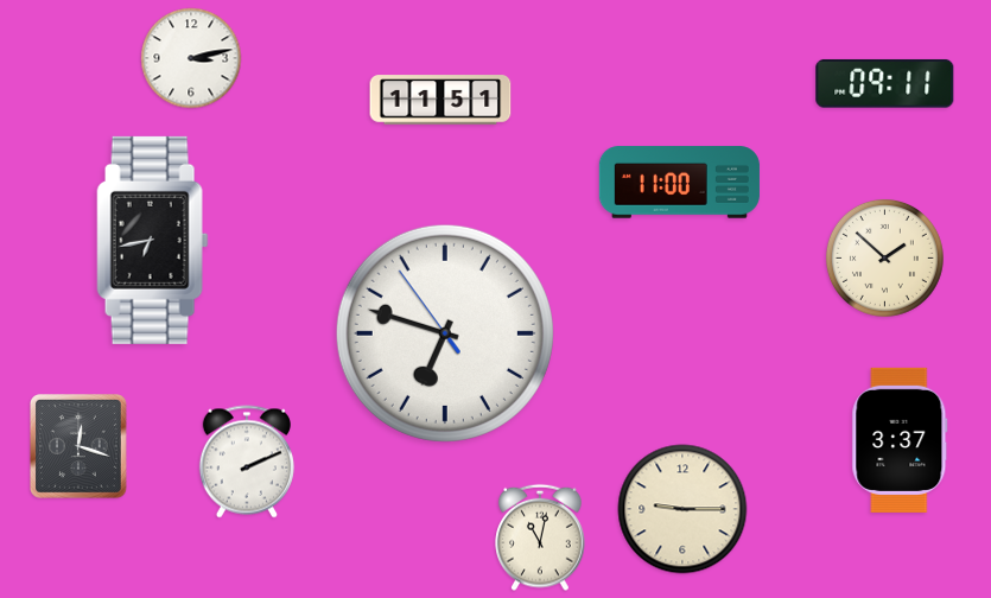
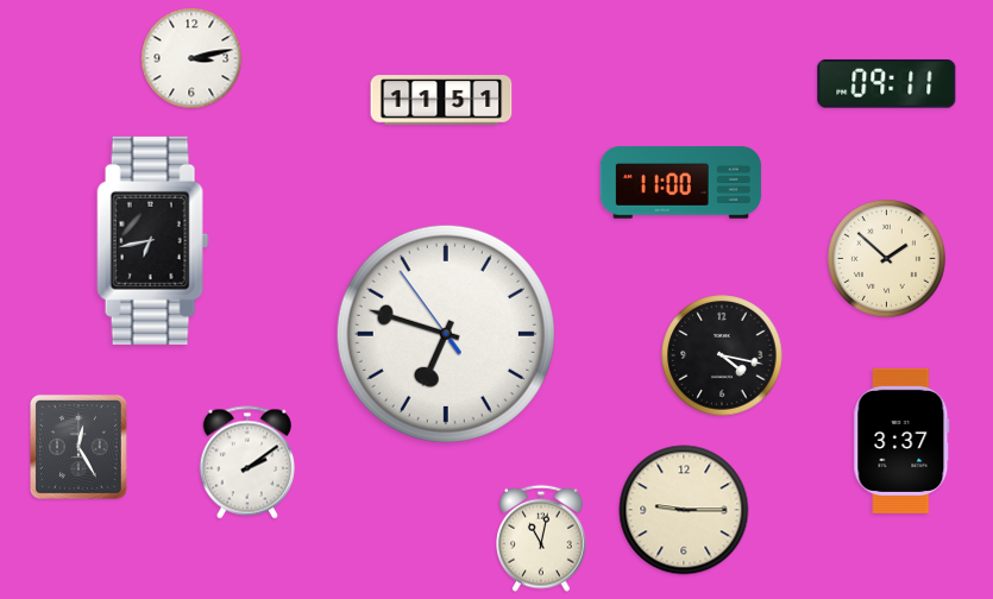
clock at (722, 355): none -> 4:17
clock at (78, 447): 12:18 -> 12:25
clock at (247, 462): 2:11 -> 2:09
